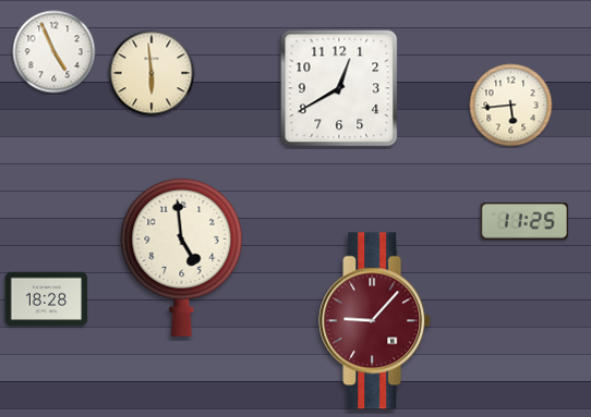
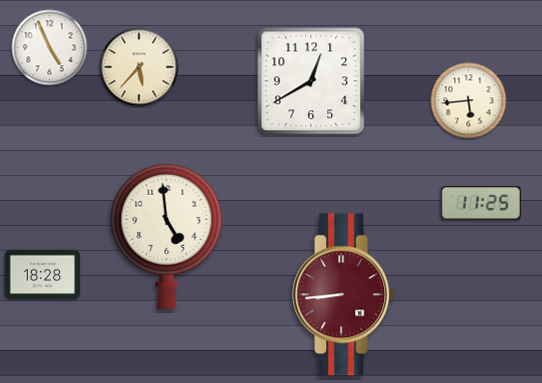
clock at (152, 73): 5:59 -> 5:37
clock at (511, 106) position: (511, 106) -> (469, 101)
clock at (375, 321): 9:07 -> 8:44
